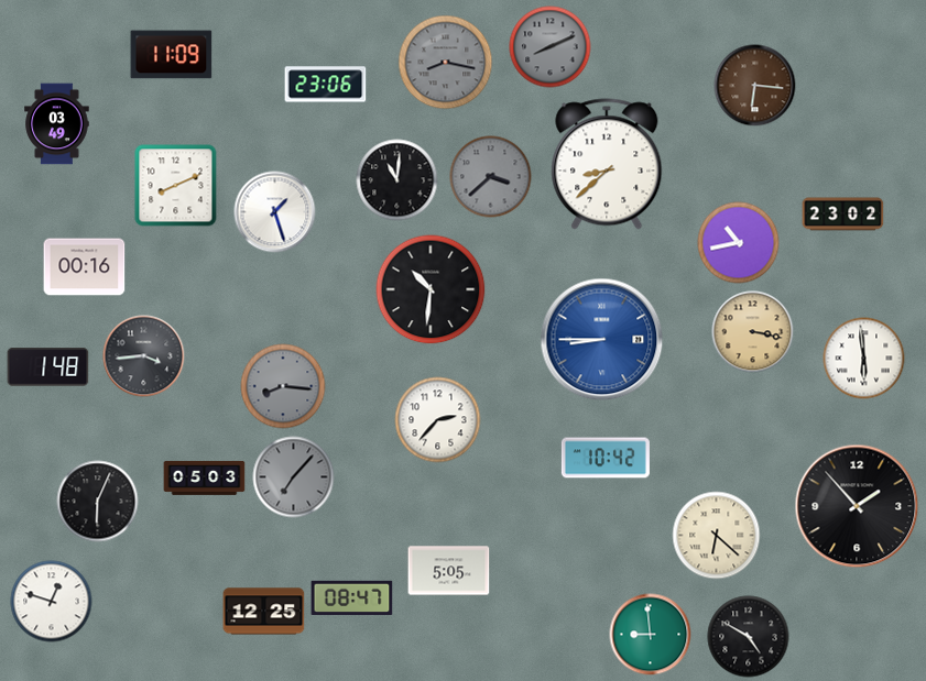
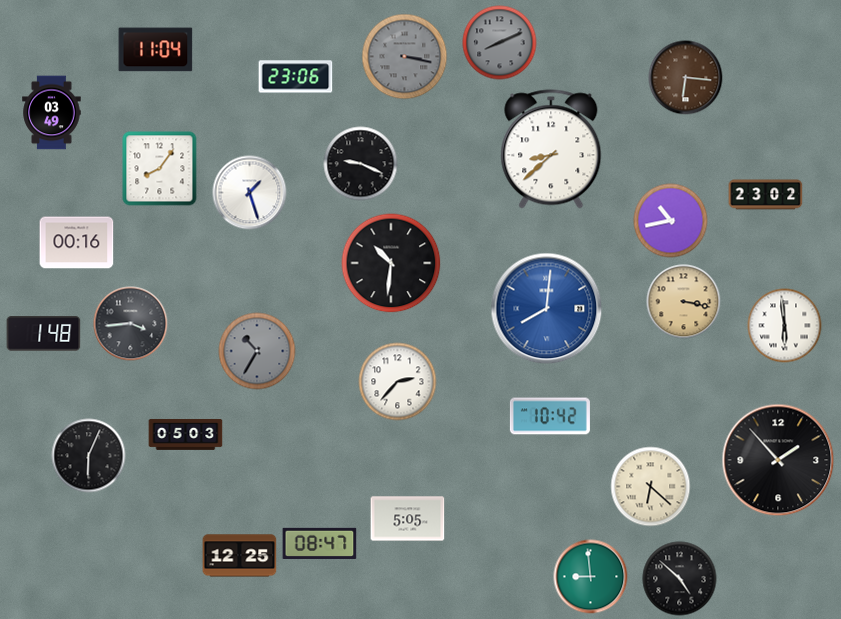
clock at (172, 55): 11:09 -> 11:04
clock at (446, 63): 8:17 -> 3:17
clock at (491, 177): 3:38 -> none
clock at (397, 180): 11:01 -> 9:19
clock at (176, 186): 8:11 -> 8:06
clock at (602, 340): 8:45 -> 8:01
clock at (283, 386): 8:16 -> 10:35
clock at (294, 477): 7:07 -> none
clock at (52, 602): 12:48 -> none
clock at (749, 637): 4:50 -> 4:52
